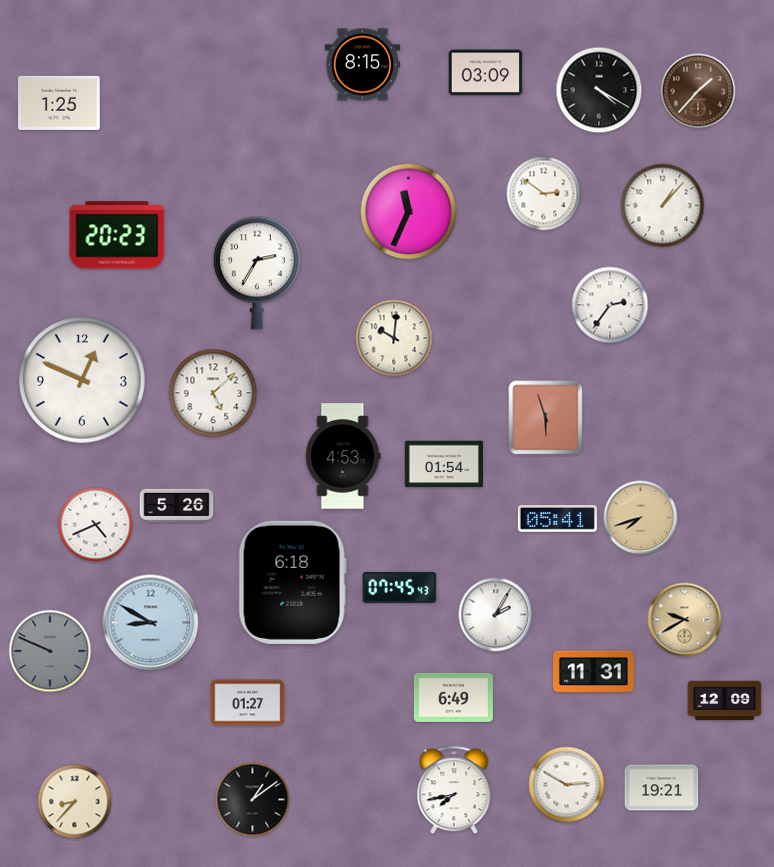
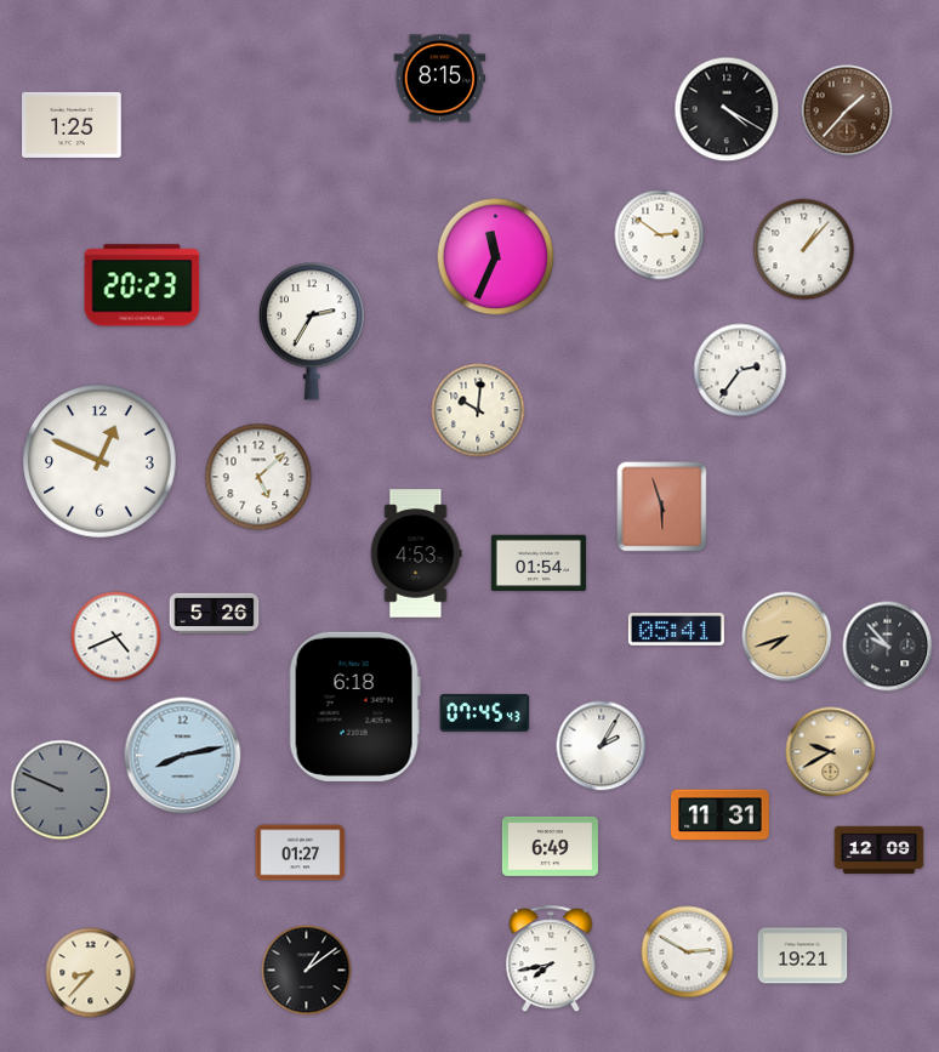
clock at (486, 73): 03:09 -> none
clock at (641, 518) position: (641, 518) -> (787, 637)
clock at (888, 647): none -> 9:53
clock at (151, 623): 8:50 -> 8:13
